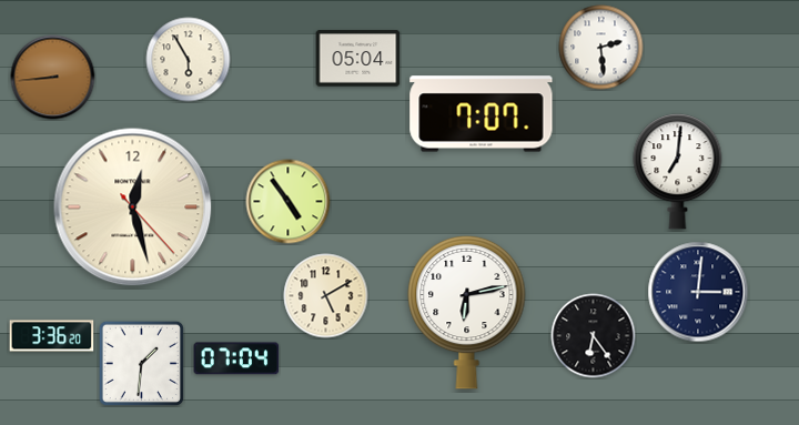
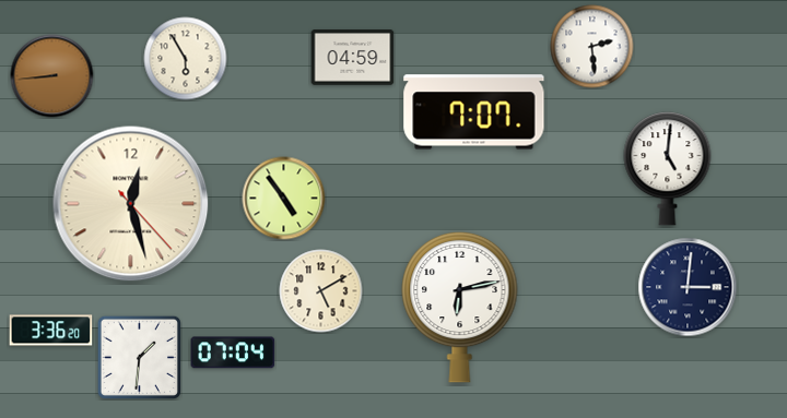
clock at (358, 59): 05:04 -> 04:59
clock at (678, 172): 7:01 -> 5:01
clock at (594, 336): 6:24 -> none
